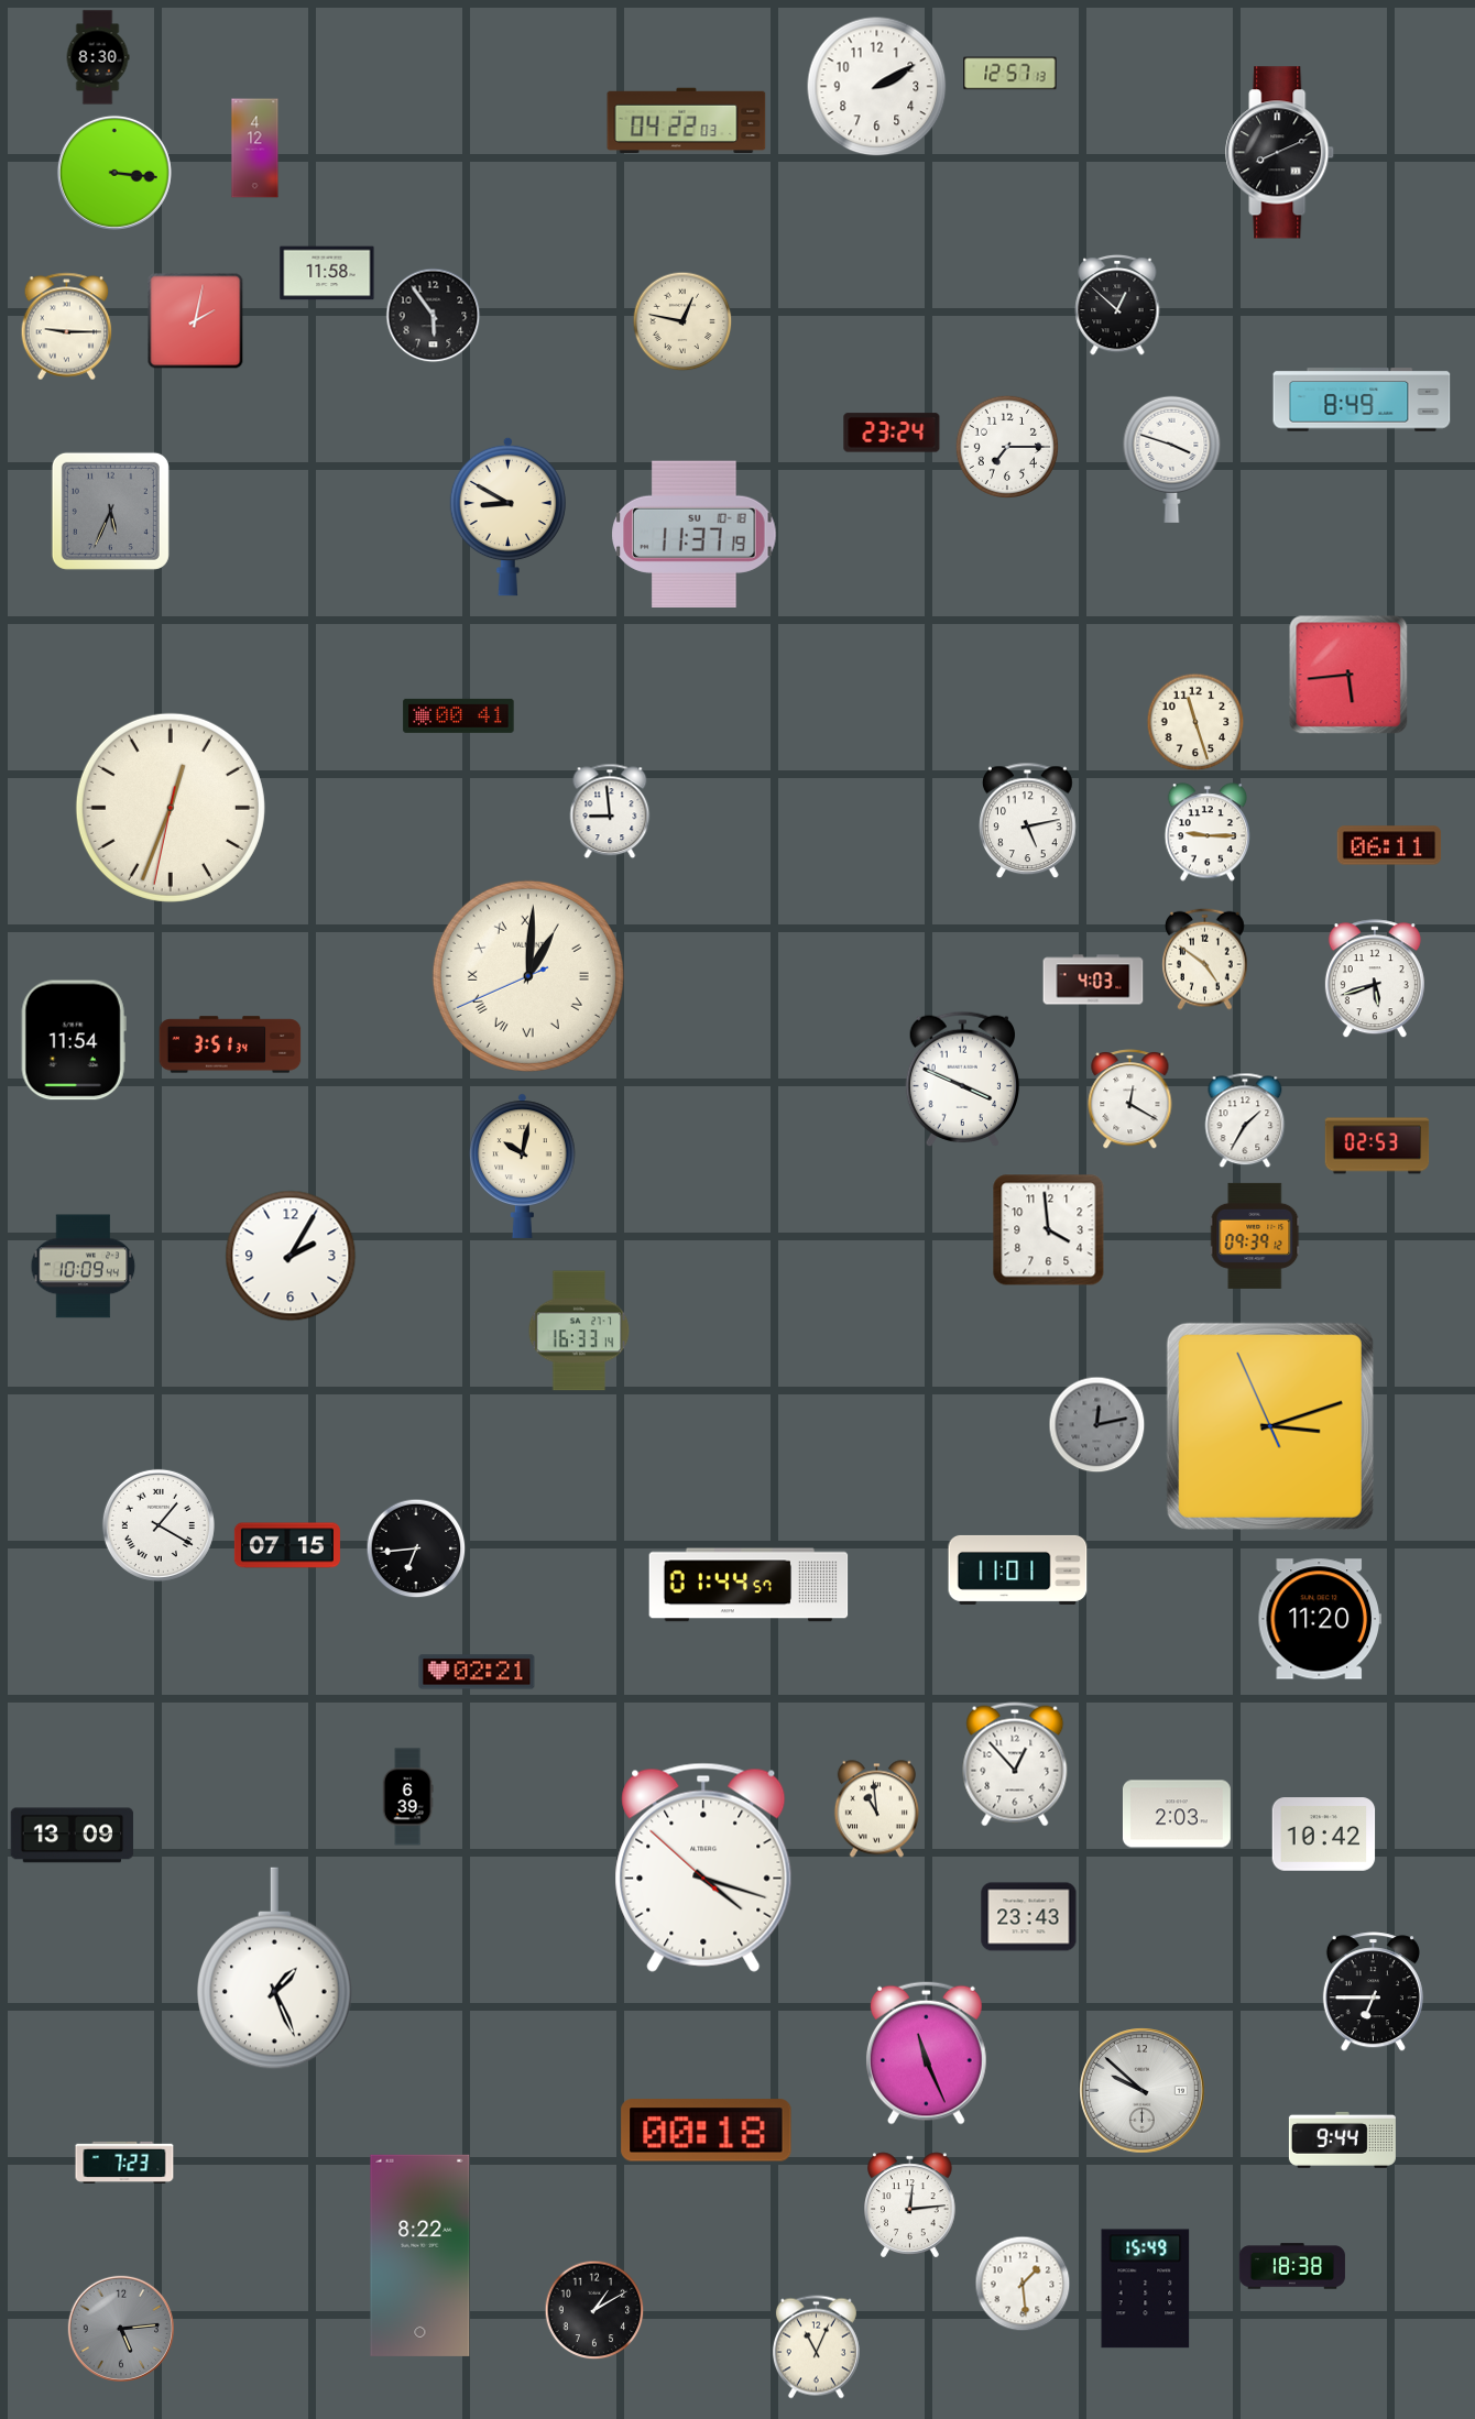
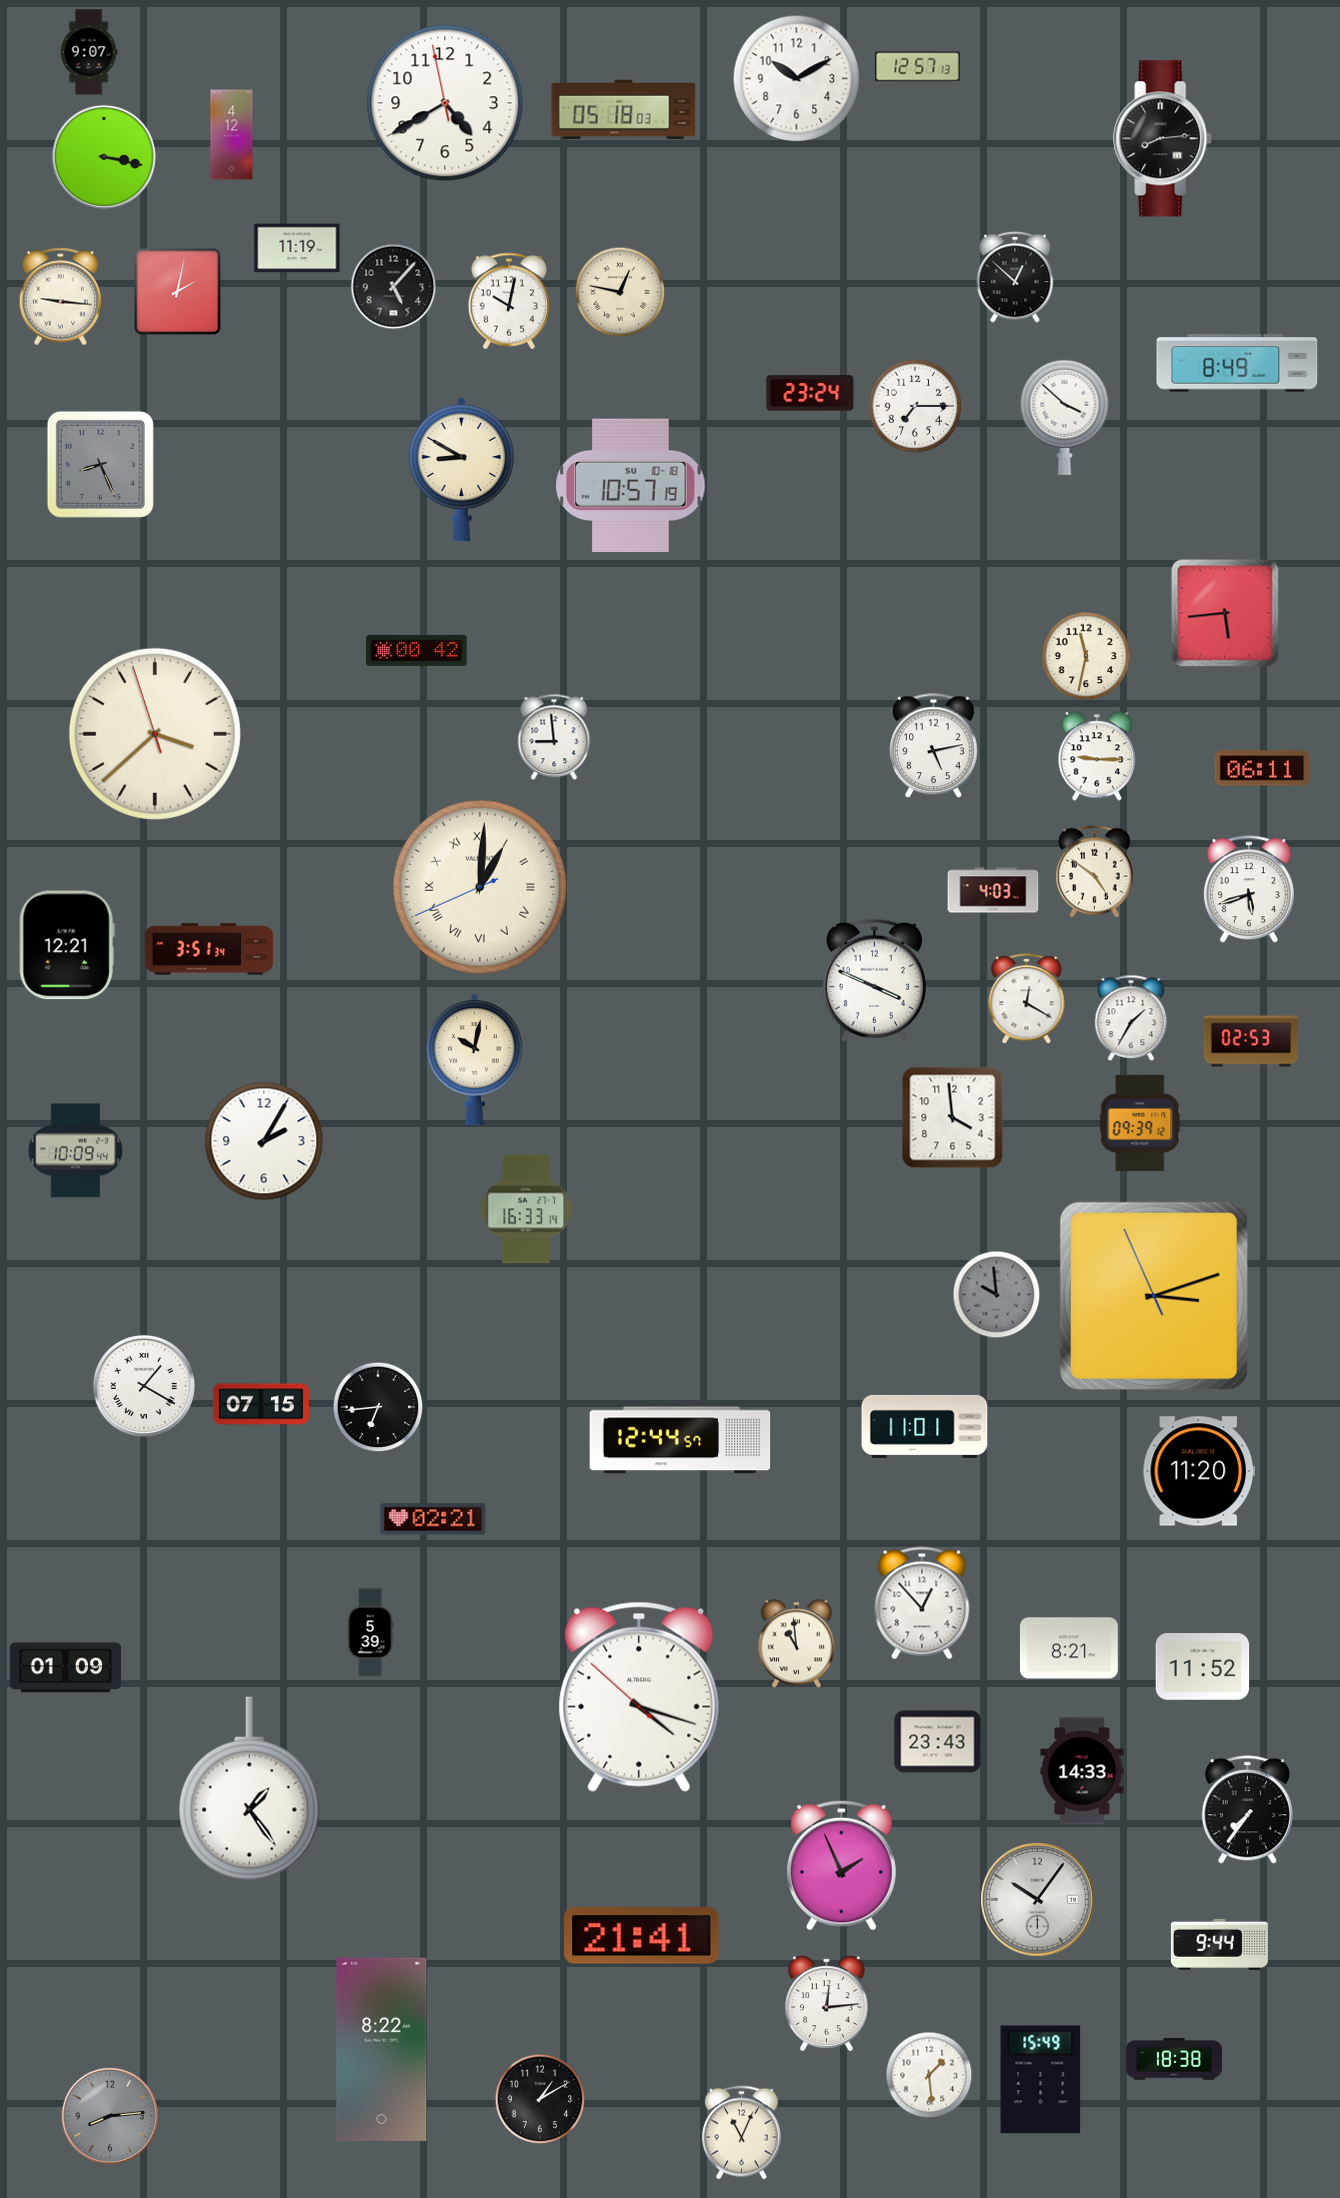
clock at (98, 57): 8:30 -> 9:07
clock at (877, 87): 2:10 -> 10:10
clock at (445, 103): none -> 4:39
clock at (687, 121): 04:22 -> 05:18
clock at (1280, 153): 8:11 -> 8:14
clock at (114, 173): 3:16 -> 3:17
clock at (327, 273): 11:58 -> 11:19
clock at (434, 316): 5:54 -> 5:07
clock at (67, 327): 9:15 -> 9:16
clock at (508, 301): none -> 10:02
clock at (1172, 459): 3:48 -> 3:52
clock at (110, 511): 5:34 -> 8:26
clock at (695, 535): 11:37 -> 10:57
clock at (459, 715): 00:41 -> 00:42
clock at (1195, 722): 11:27 -> 11:32
clock at (171, 808): 12:33 -> 3:37
clock at (74, 1040): 11:54 -> 12:21
clock at (1097, 1425): 12:13 -> 9:59
clock at (749, 1585): 01:44 -> 12:44
clock at (407, 1797): 6:39 -> 5:39
clock at (1177, 1814): 2:03 -> 8:21
clock at (1324, 1835): 10:42 -> 11:52
clock at (73, 1836): 13:09 -> 01:09
clock at (1029, 1917) position: (1029, 1917) -> (938, 1742)
clock at (1082, 1771): none -> 14:33
clock at (274, 1969): 1:26 -> 1:24
clock at (1373, 1992): 6:45 -> 7:36
clock at (926, 2053): 11:26 -> 1:56
clock at (1143, 2091): 9:52 -> 10:06
clock at (707, 2131): 00:18 -> 21:41
clock at (124, 2163): 7:23 -> none
clock at (120, 2328): 5:14 -> 8:14
